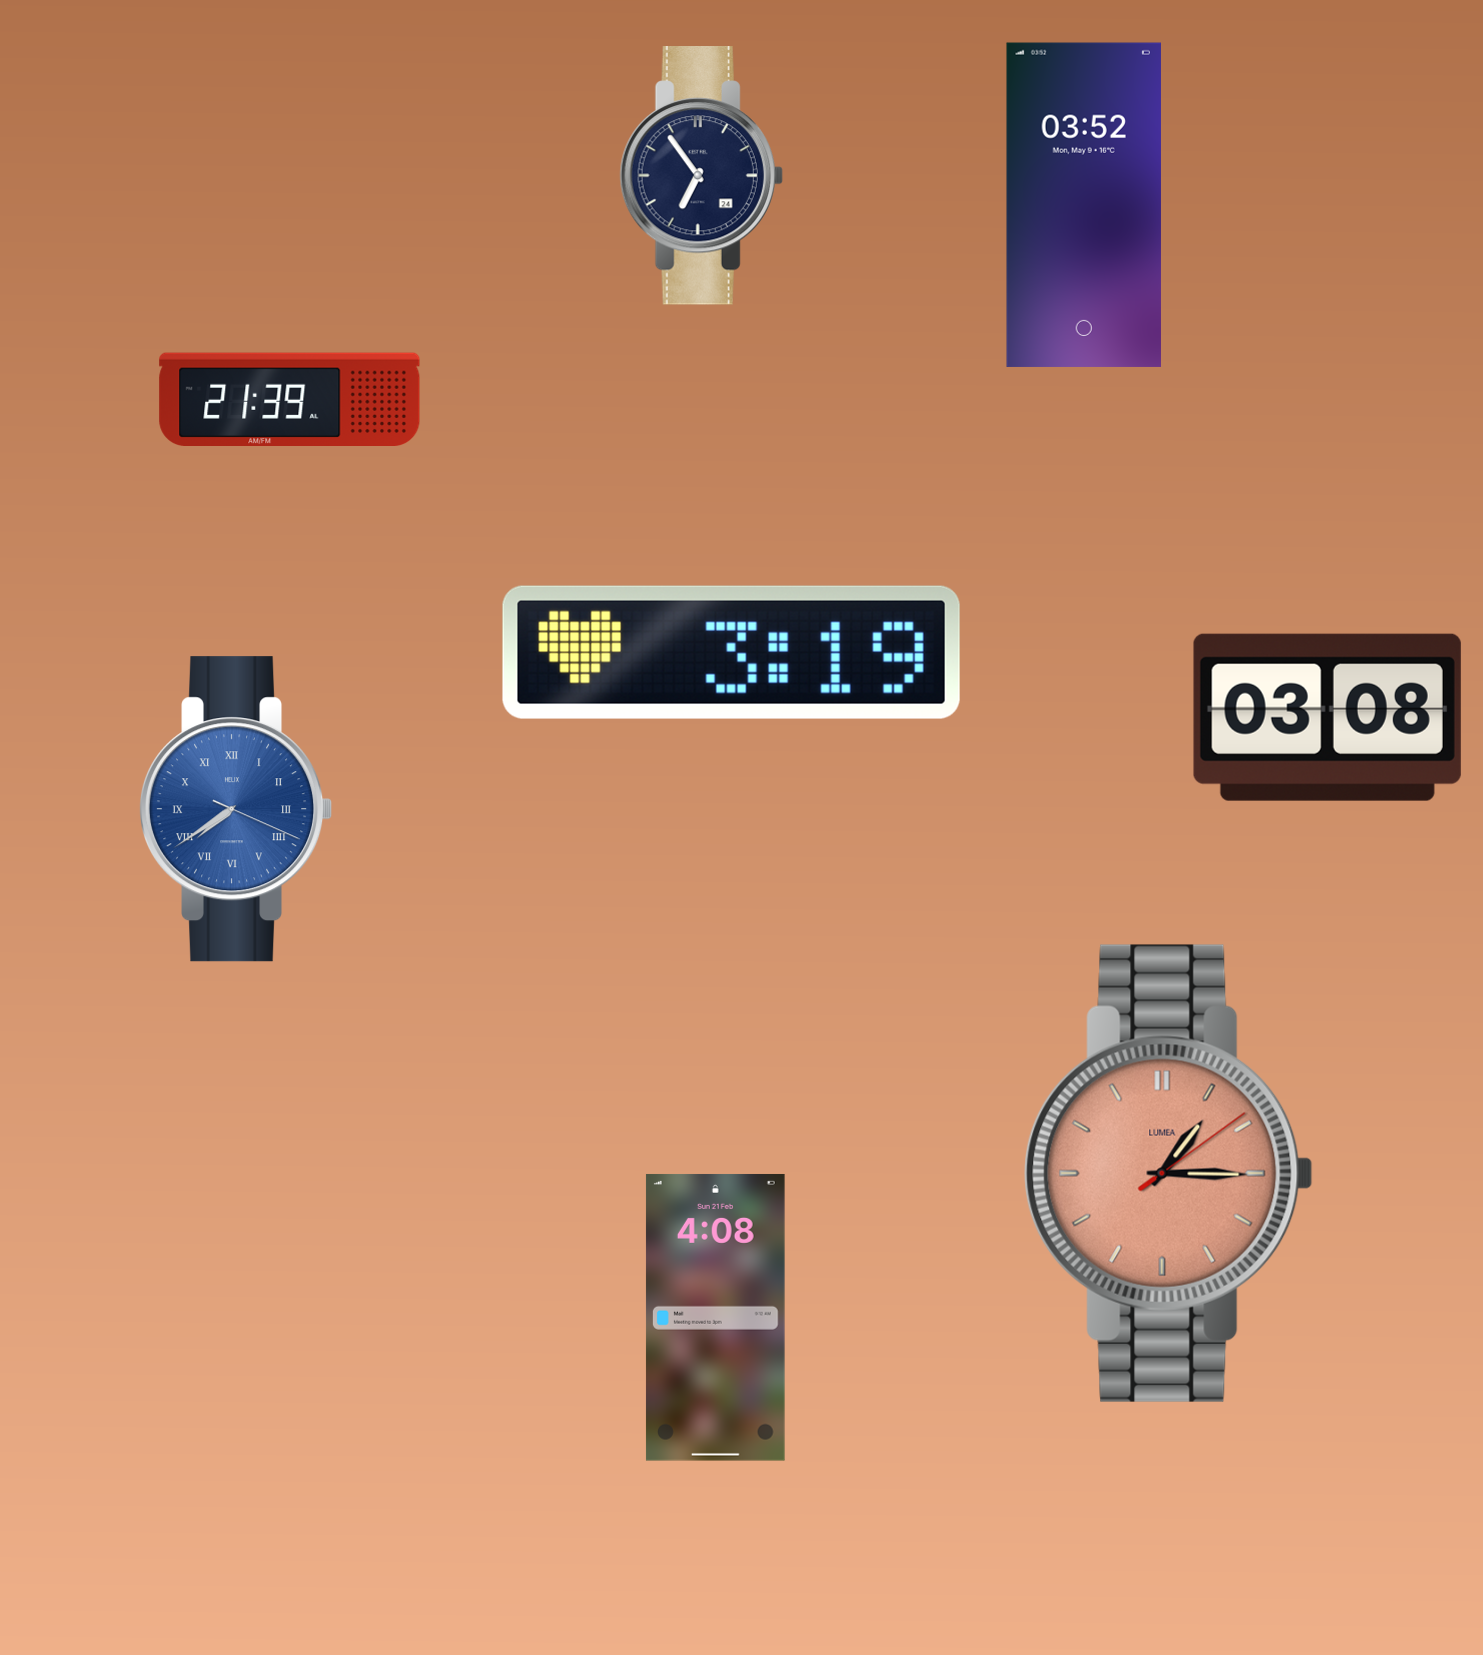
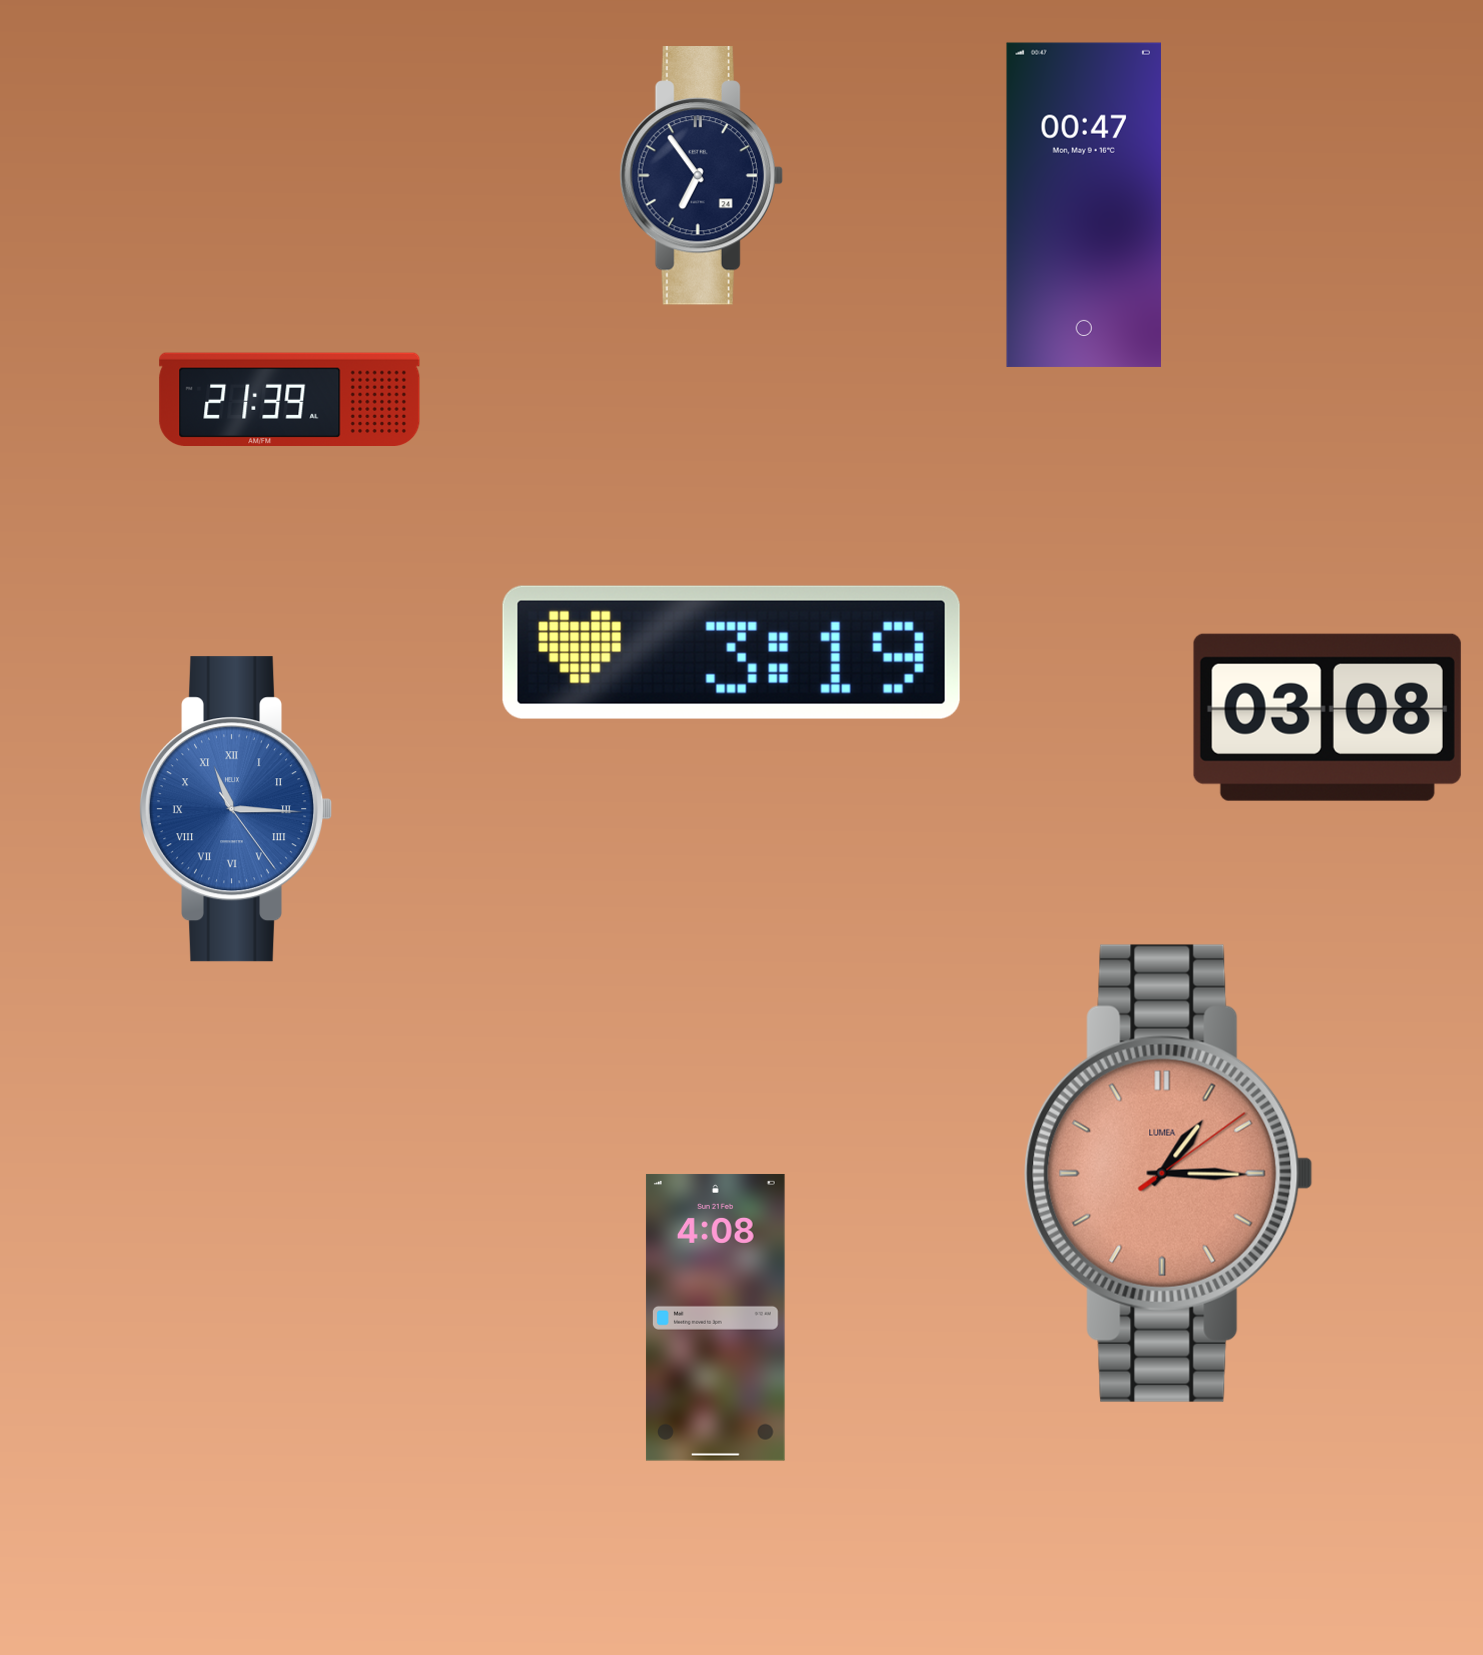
clock at (1083, 205): 03:52 -> 00:47
clock at (237, 809): 7:39 -> 11:15
